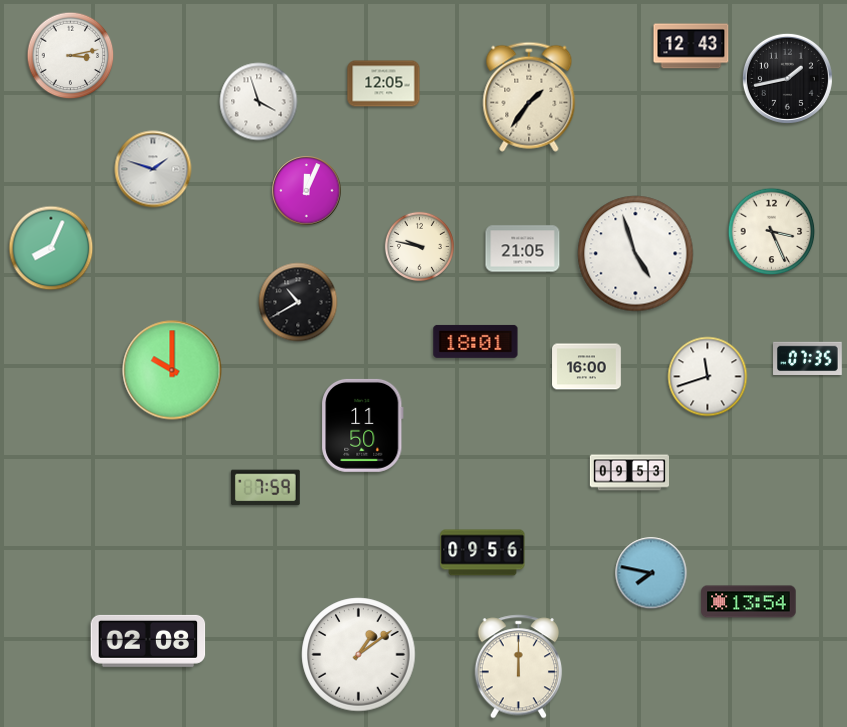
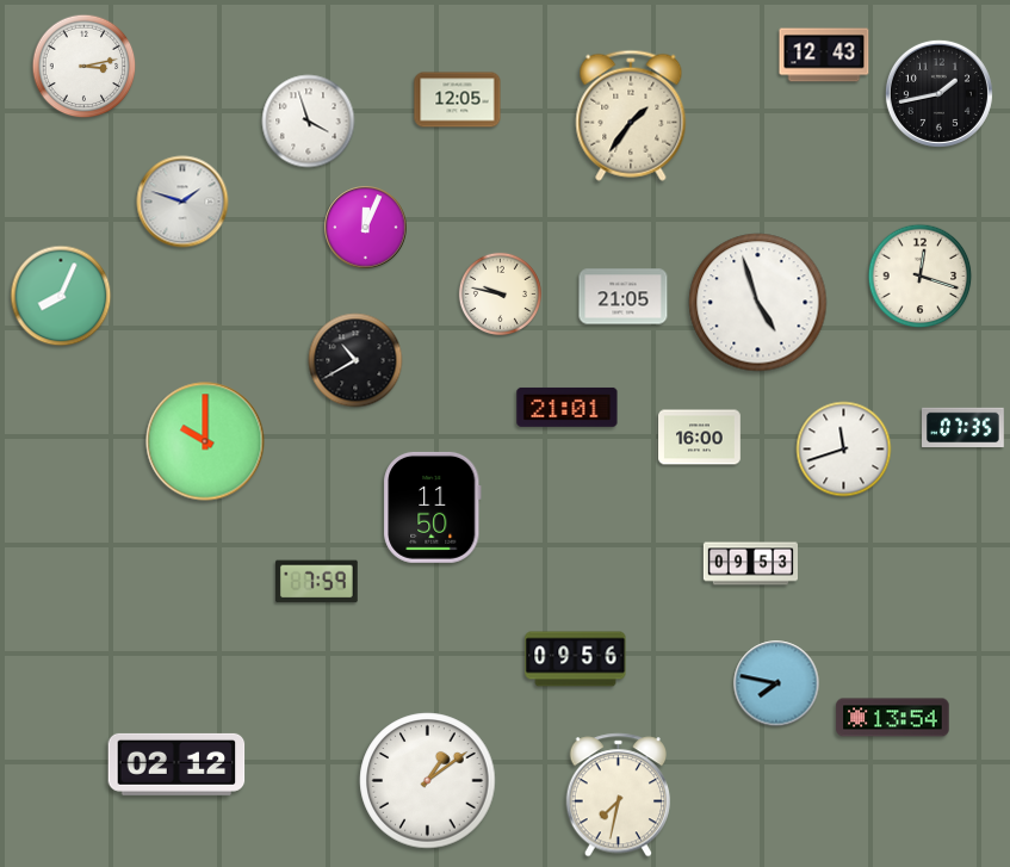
clock at (772, 232): 3:26 -> 12:18
clock at (476, 341): 18:01 -> 21:01
clock at (148, 641): 02:08 -> 02:12
clock at (519, 667): 12:00 -> 7:32
